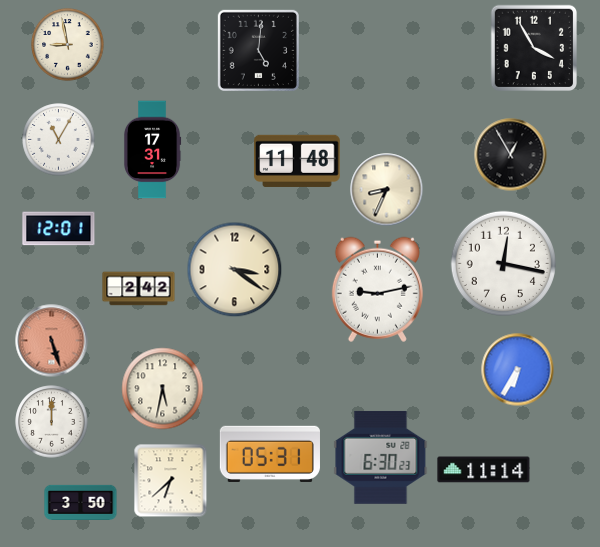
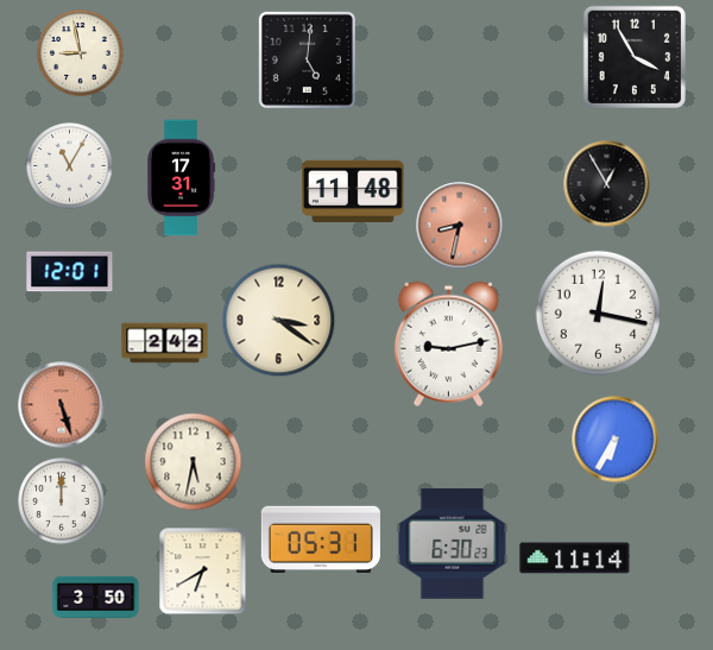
clock at (387, 190): 8:34 -> 8:32
clock at (387, 190) dial: cream -> salmon
clock at (171, 481): 6:38 -> 6:40
